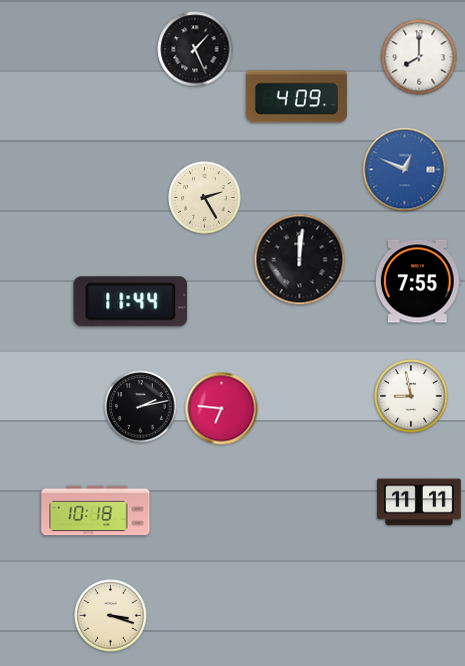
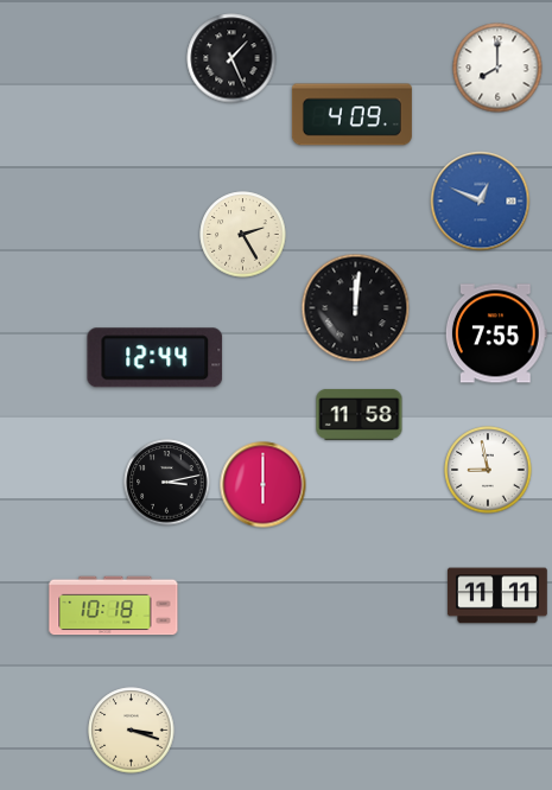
clock at (131, 302): 11:44 -> 12:44
clock at (360, 415): none -> 11:58
clock at (141, 407): 2:13 -> 3:13
clock at (222, 409): 6:46 -> 6:00
